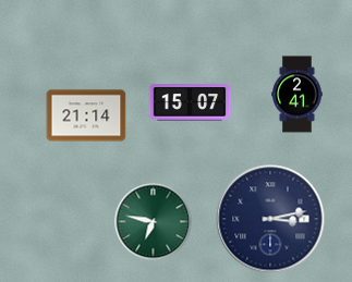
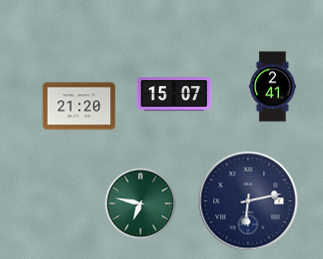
clock at (86, 115): 21:14 -> 21:20
clock at (270, 219): 3:13 -> 6:13
